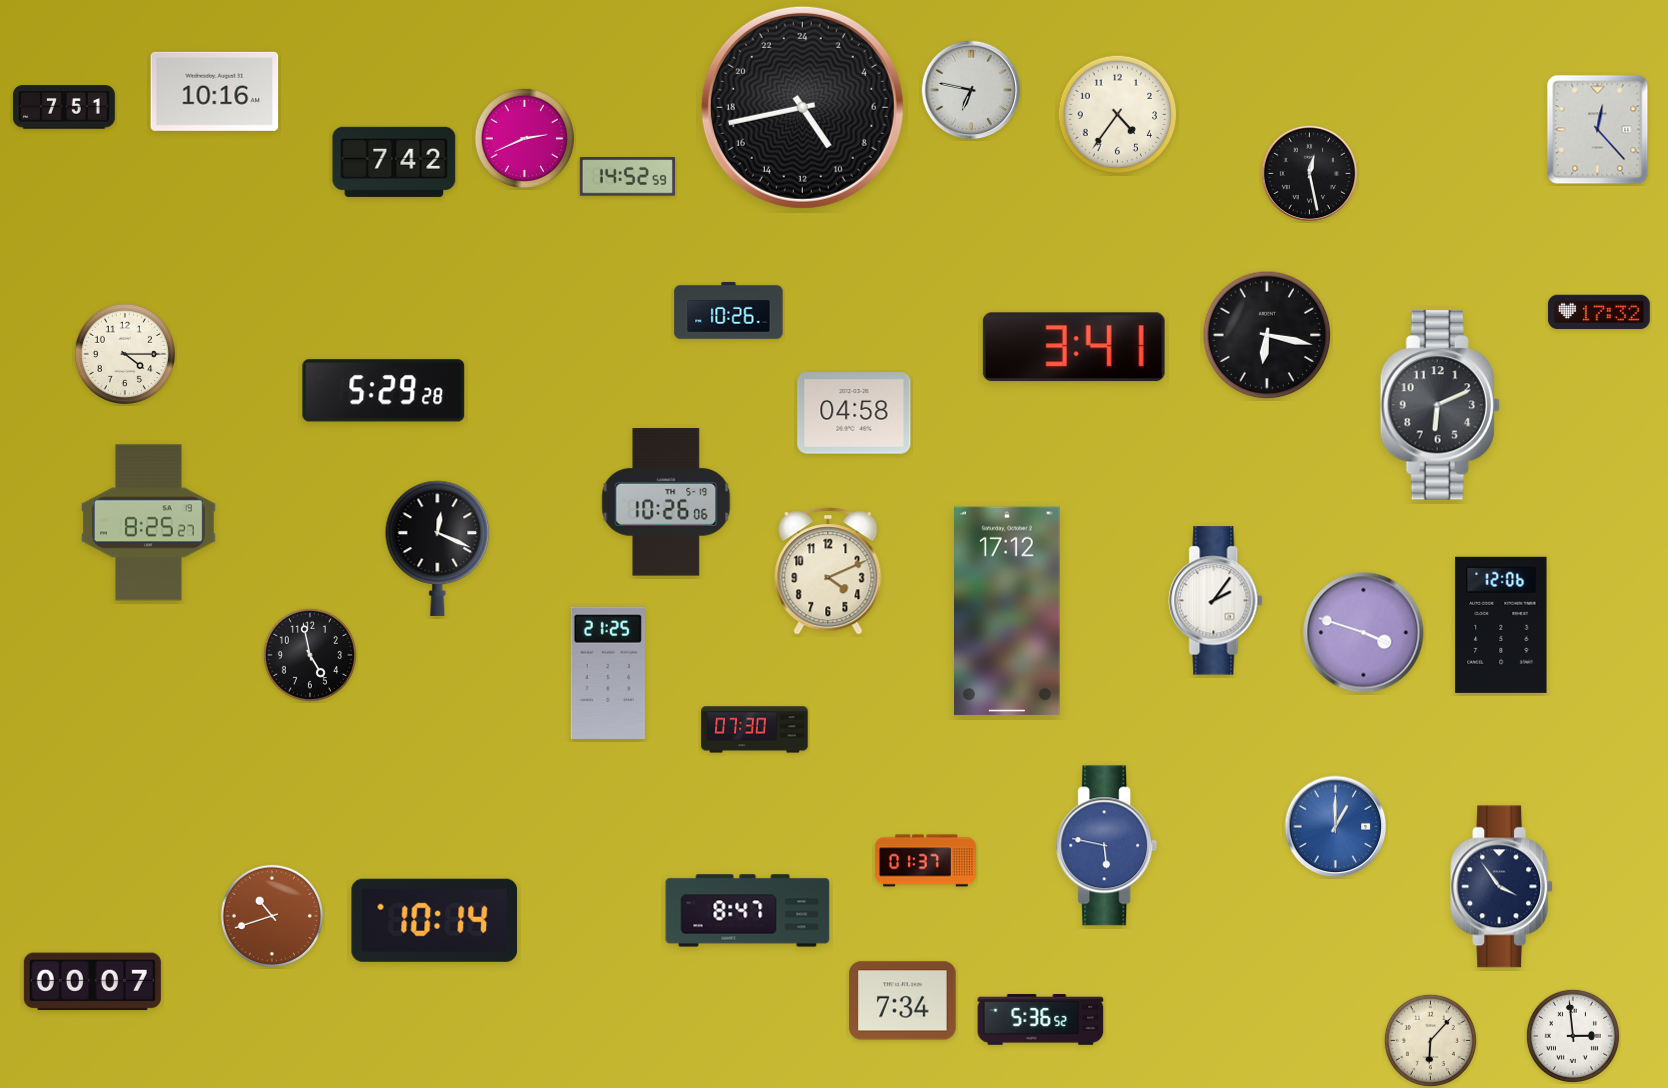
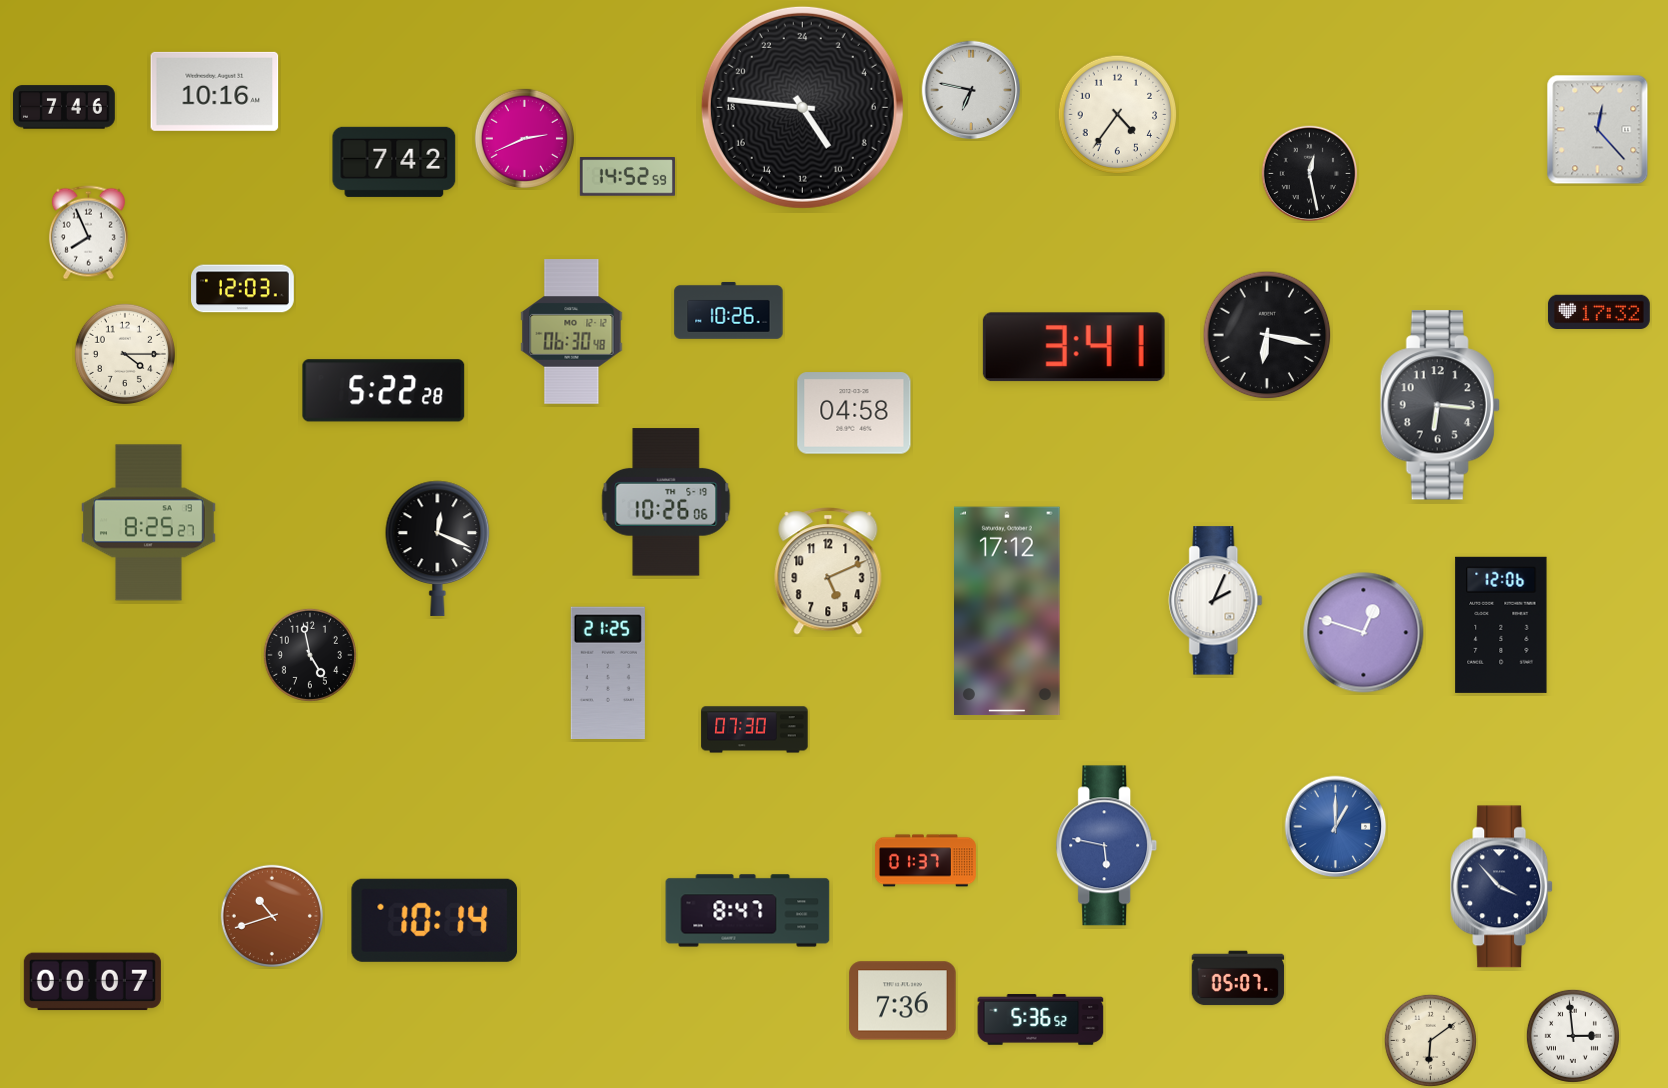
clock at (64, 107): 7:51 -> 7:46
clock at (802, 107): 9:43 -> 9:46
clock at (88, 233): none -> 7:56
clock at (243, 289): none -> 12:03
clock at (572, 332): none -> 06:30
clock at (384, 391): 5:29 -> 5:22
clock at (1440, 405): 6:11 -> 6:16
clock at (828, 571): 4:11 -> 5:11
clock at (1216, 601): 2:06 -> 2:04
clock at (1364, 633): 3:48 -> 12:48
clock at (1502, 887): 3:54 -> 3:53
clock at (1238, 978): none -> 05:07
clock at (903, 1001): 7:34 -> 7:36
clock at (1430, 1040): 6:07 -> 6:09
